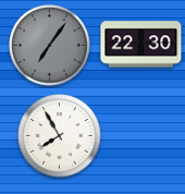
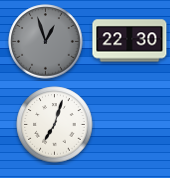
clock at (50, 46): 7:06 -> 12:57
clock at (60, 136): 7:55 -> 7:03
